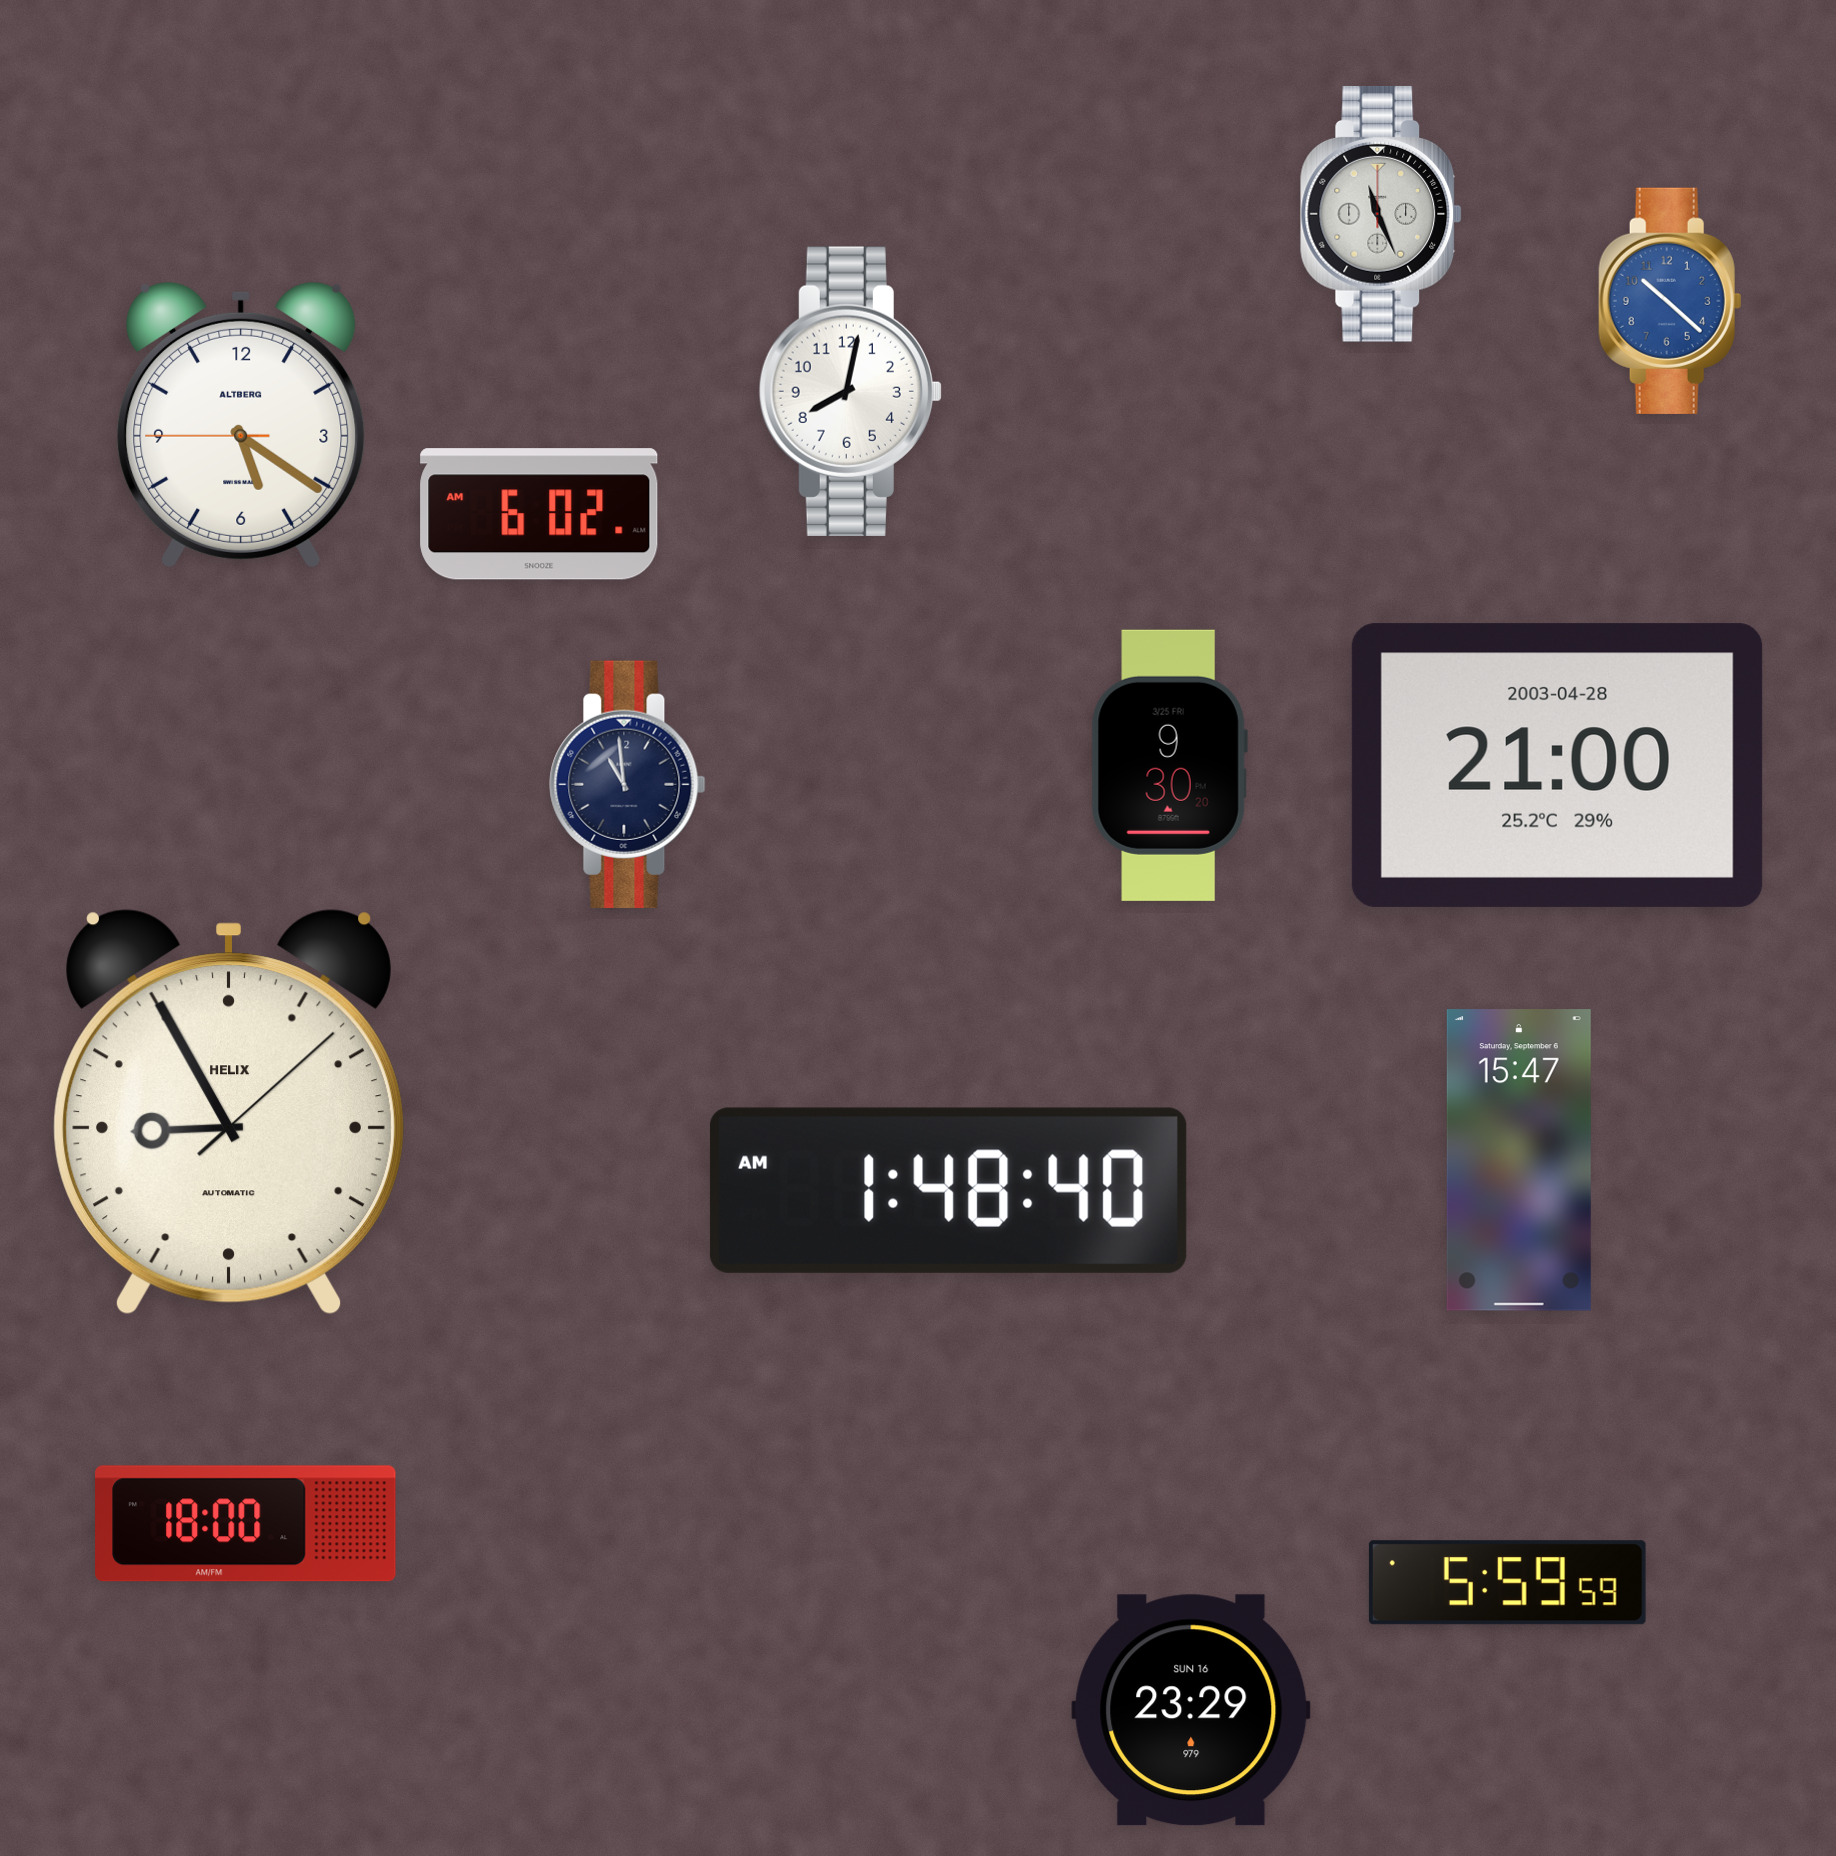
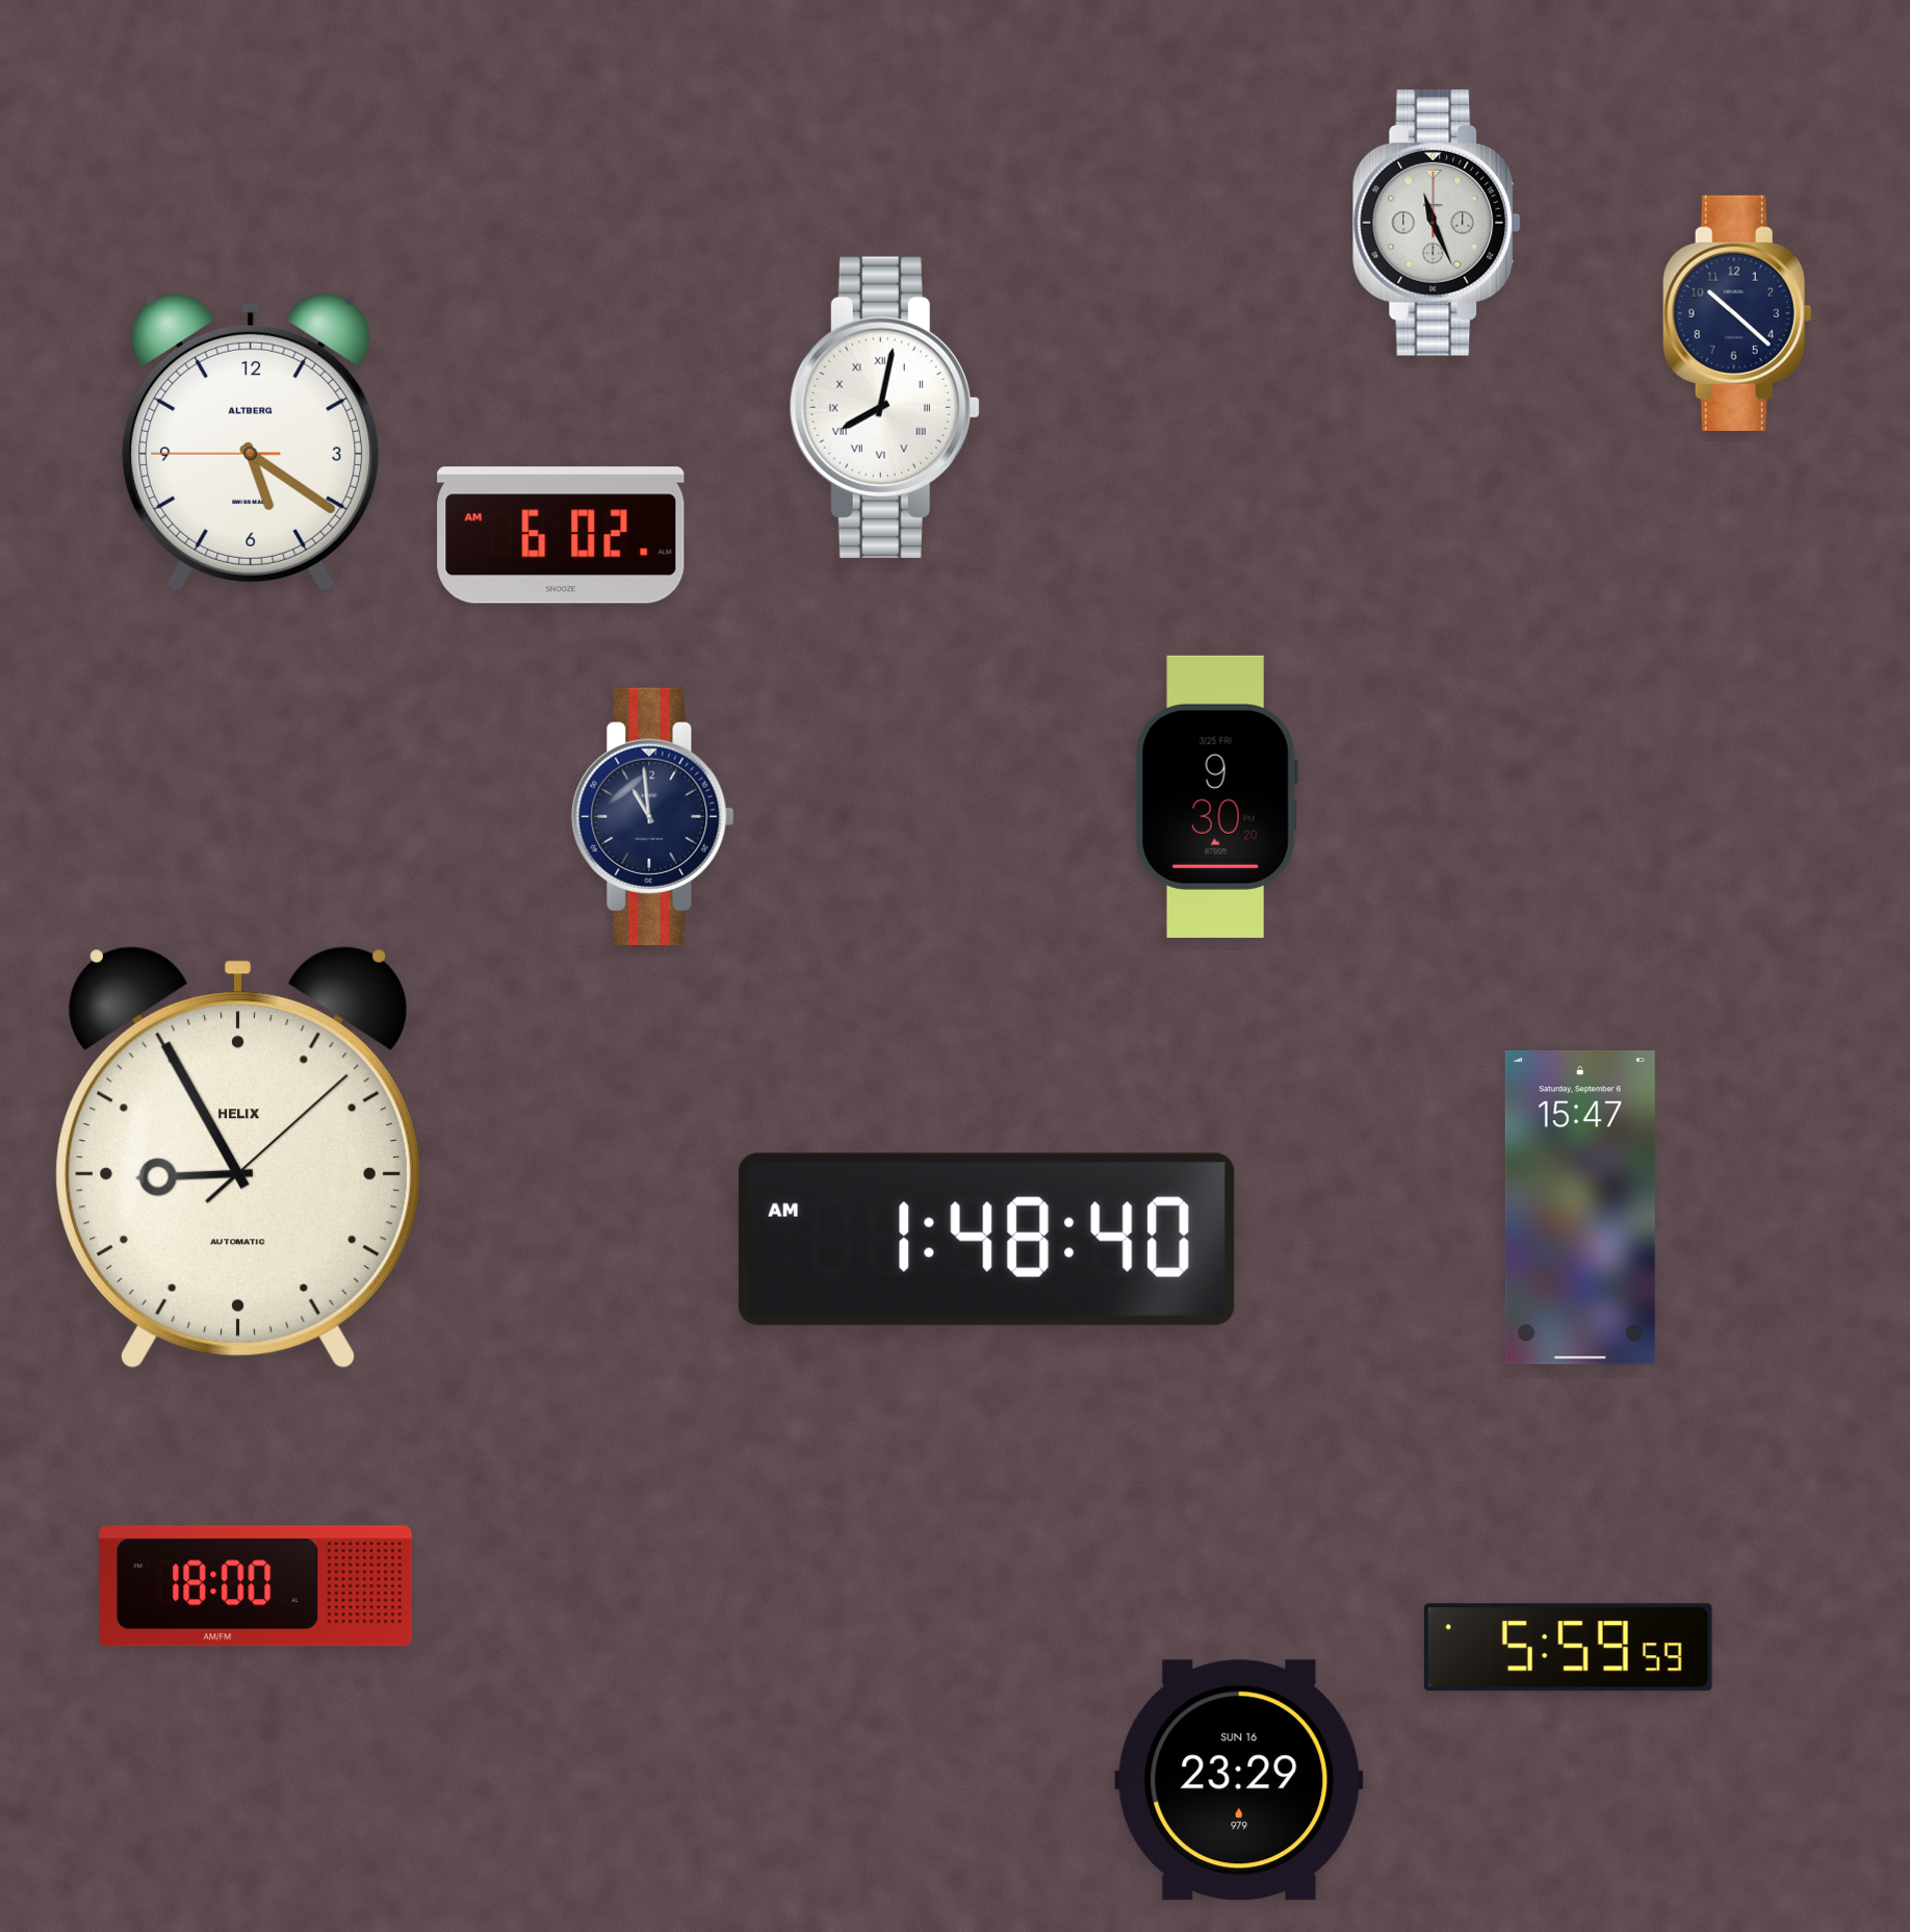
clock at (1670, 301) dial: blue -> navy
clock at (850, 391) numerals: Arabic -> Roman
clock at (1557, 765): 21:00 -> none
